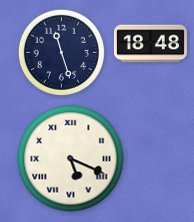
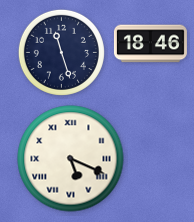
clock at (150, 44): 18:48 -> 18:46
